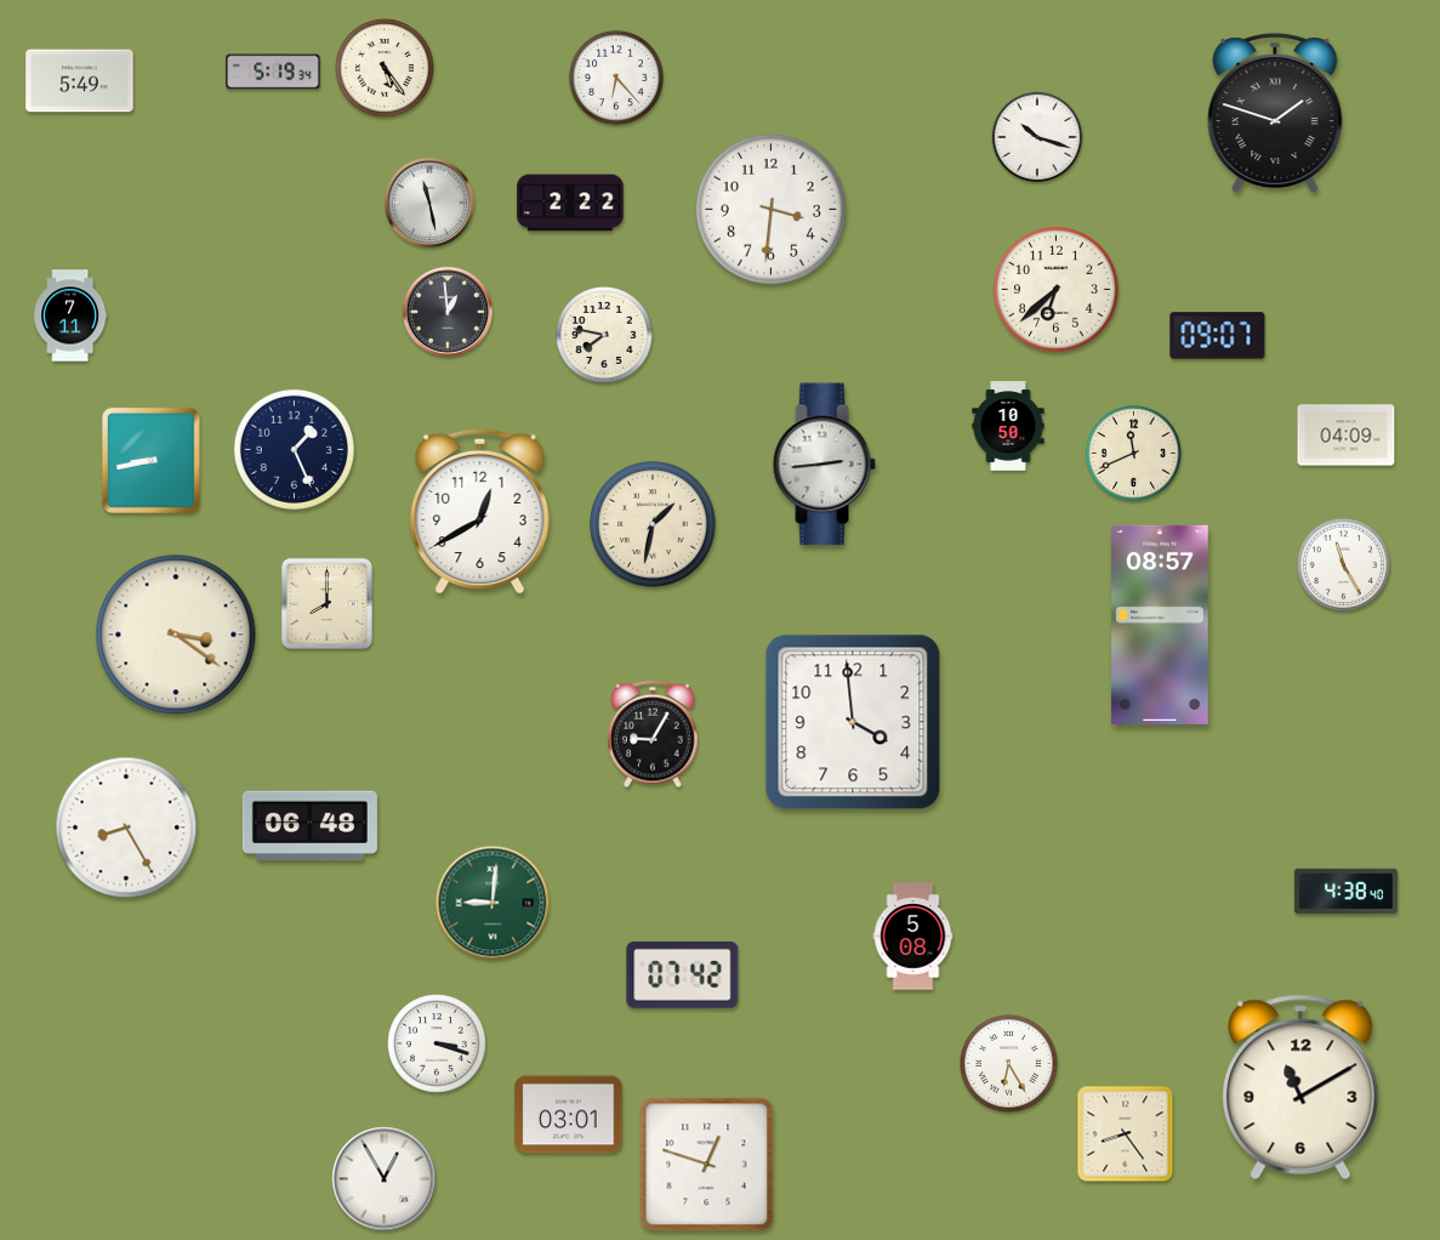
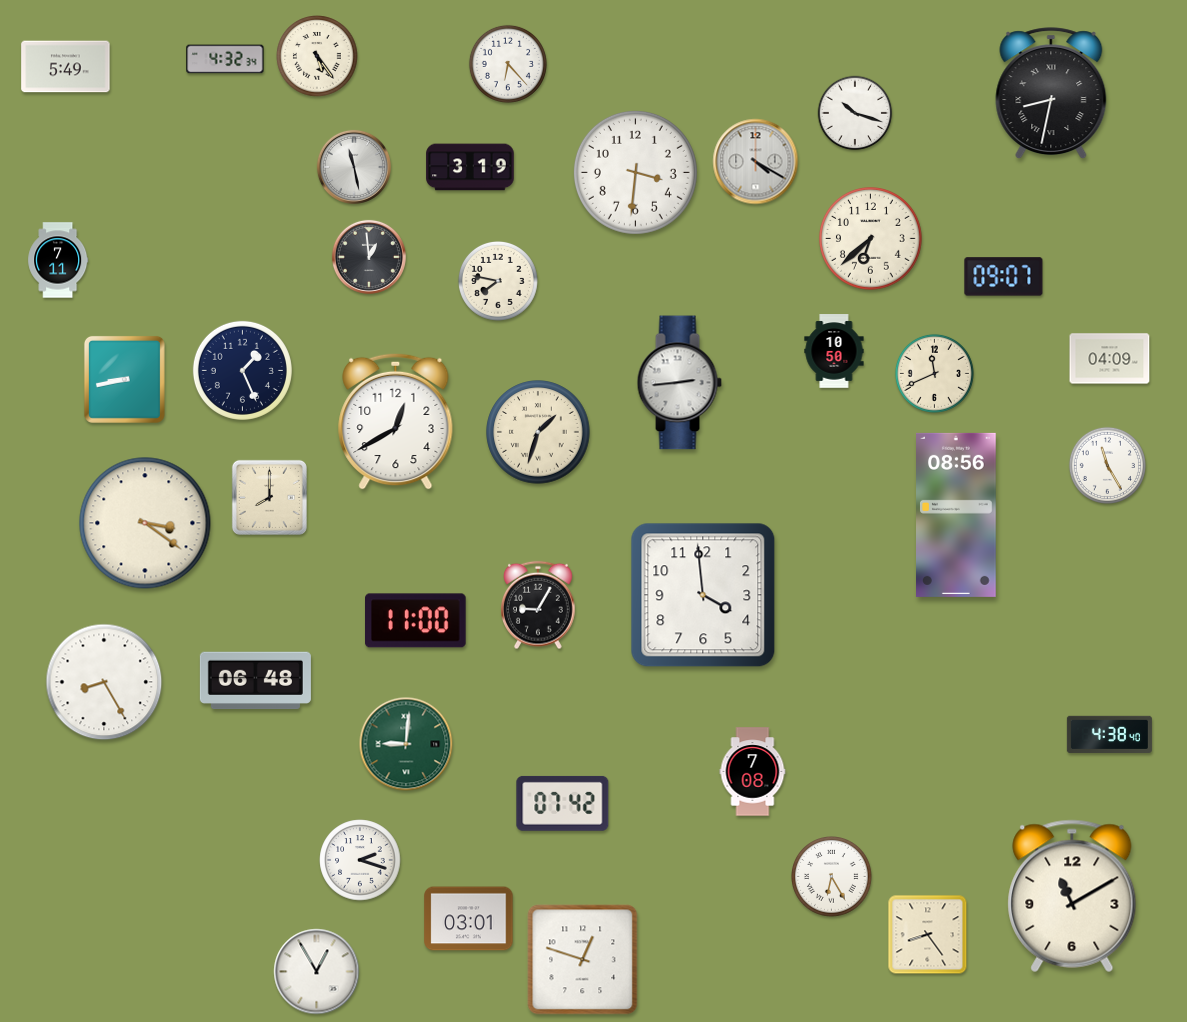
clock at (273, 72): 5:19 -> 4:32
clock at (1275, 114): 1:48 -> 8:32
clock at (756, 162): none -> 4:20
clock at (570, 203): 2:22 -> 3:19
clock at (604, 335) position: (604, 335) -> (498, 281)
clock at (1008, 426) position: (1008, 426) -> (834, 351)
clock at (653, 524): 1:32 -> 1:33
clock at (1161, 625): 08:57 -> 08:56
clock at (416, 621): none -> 11:00
clock at (913, 937): 5:08 -> 7:08
clock at (437, 1043): 3:18 -> 2:18
